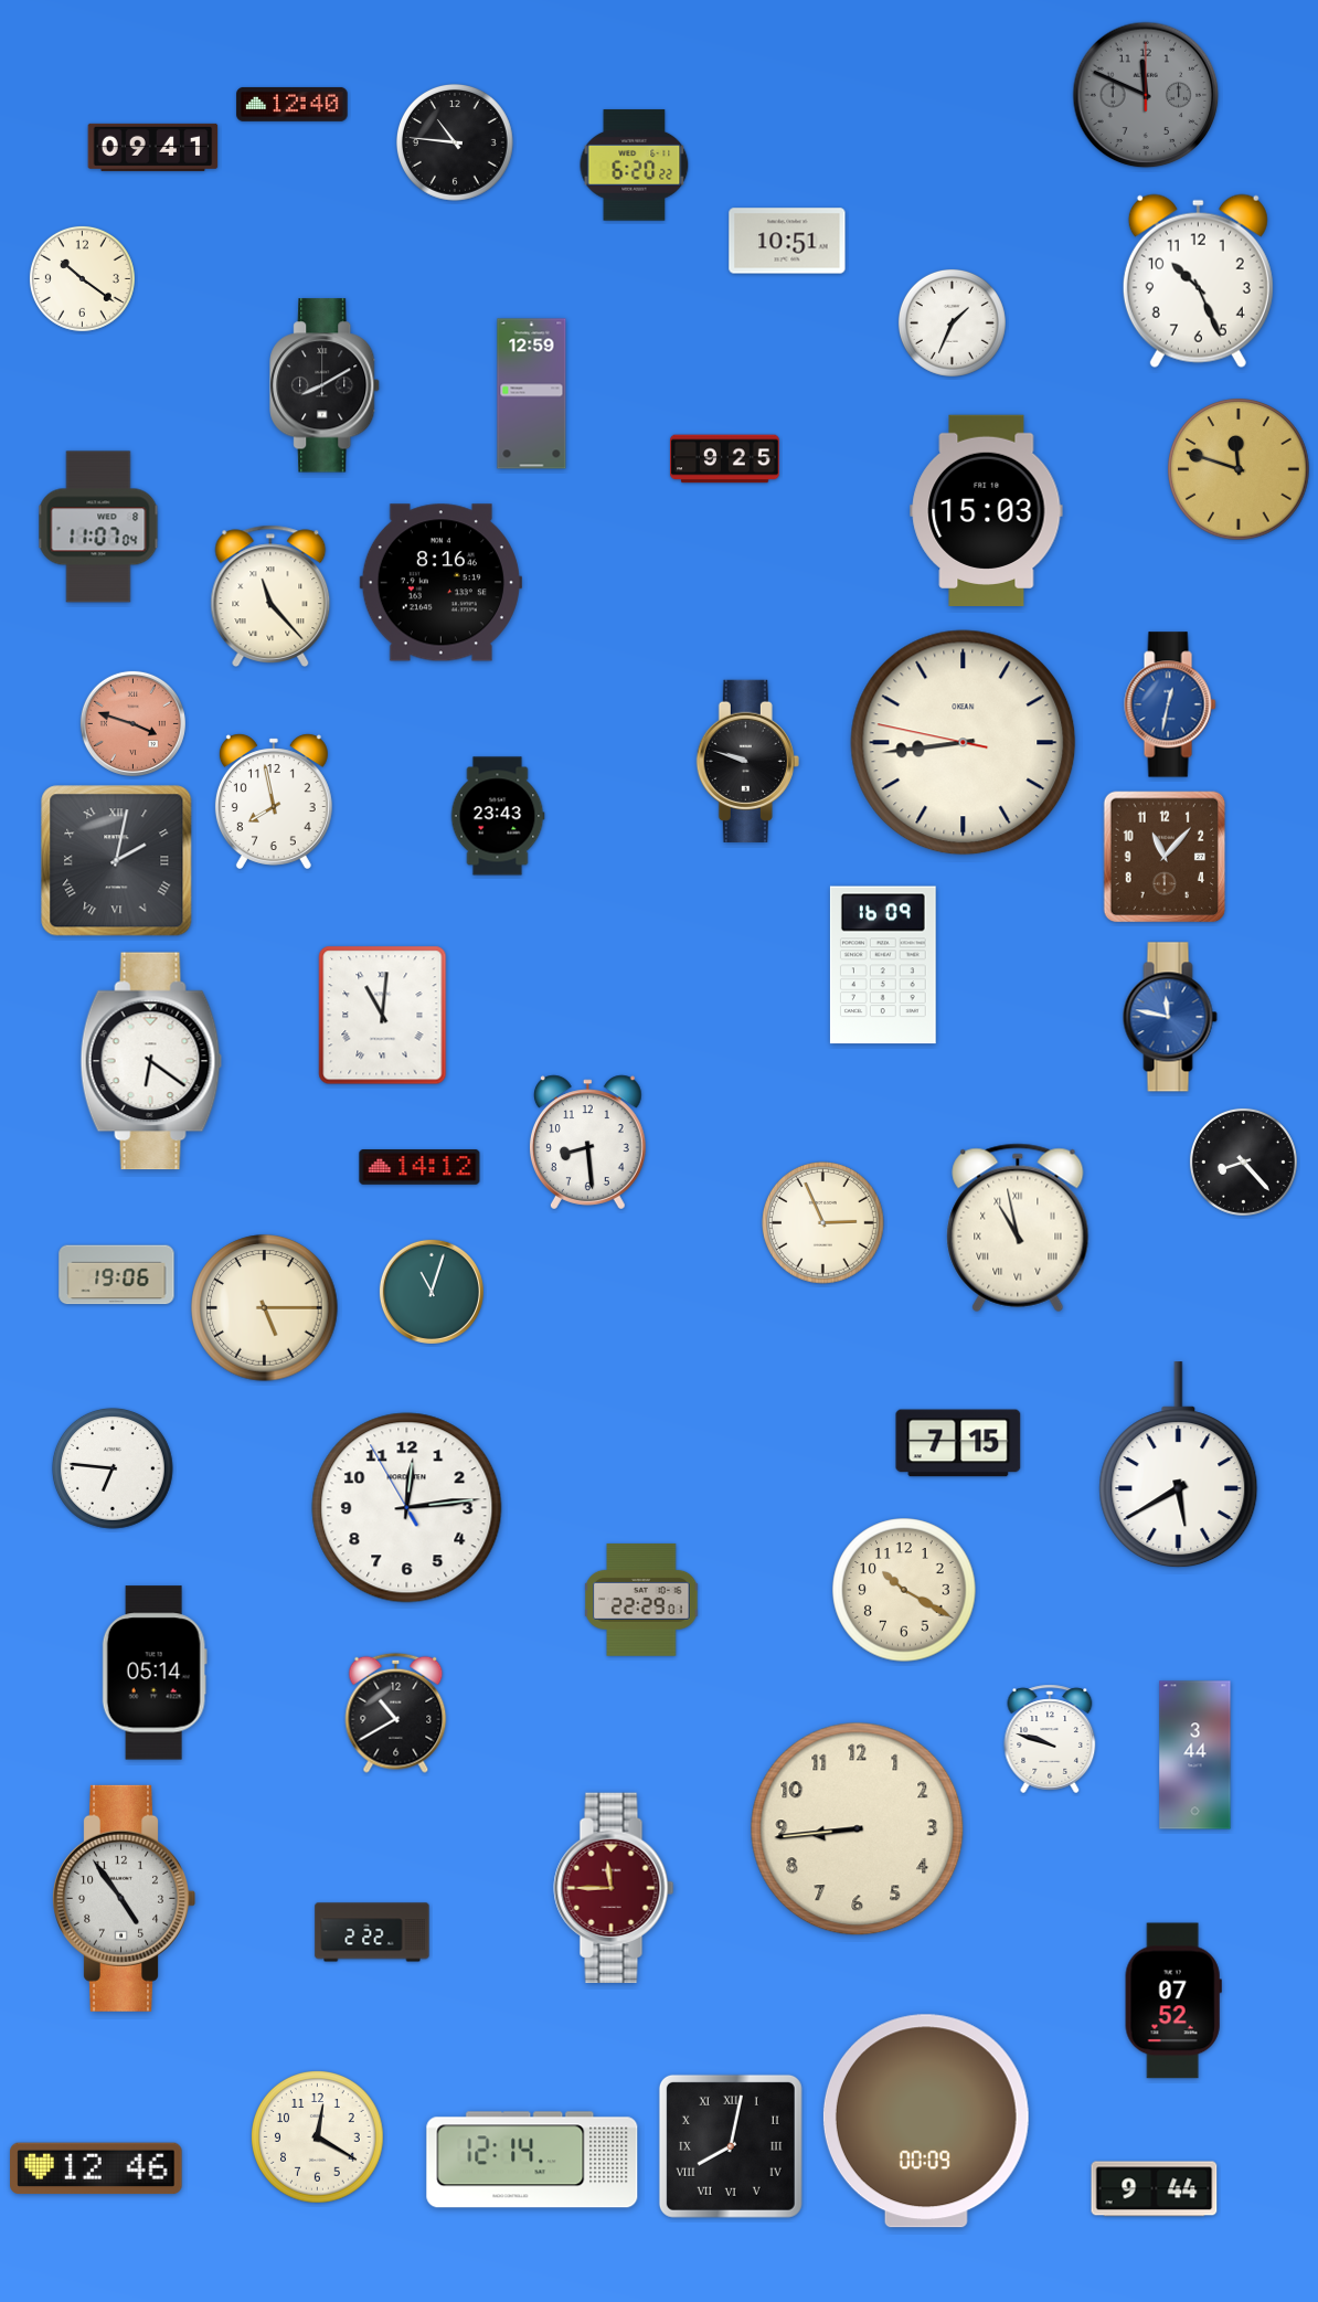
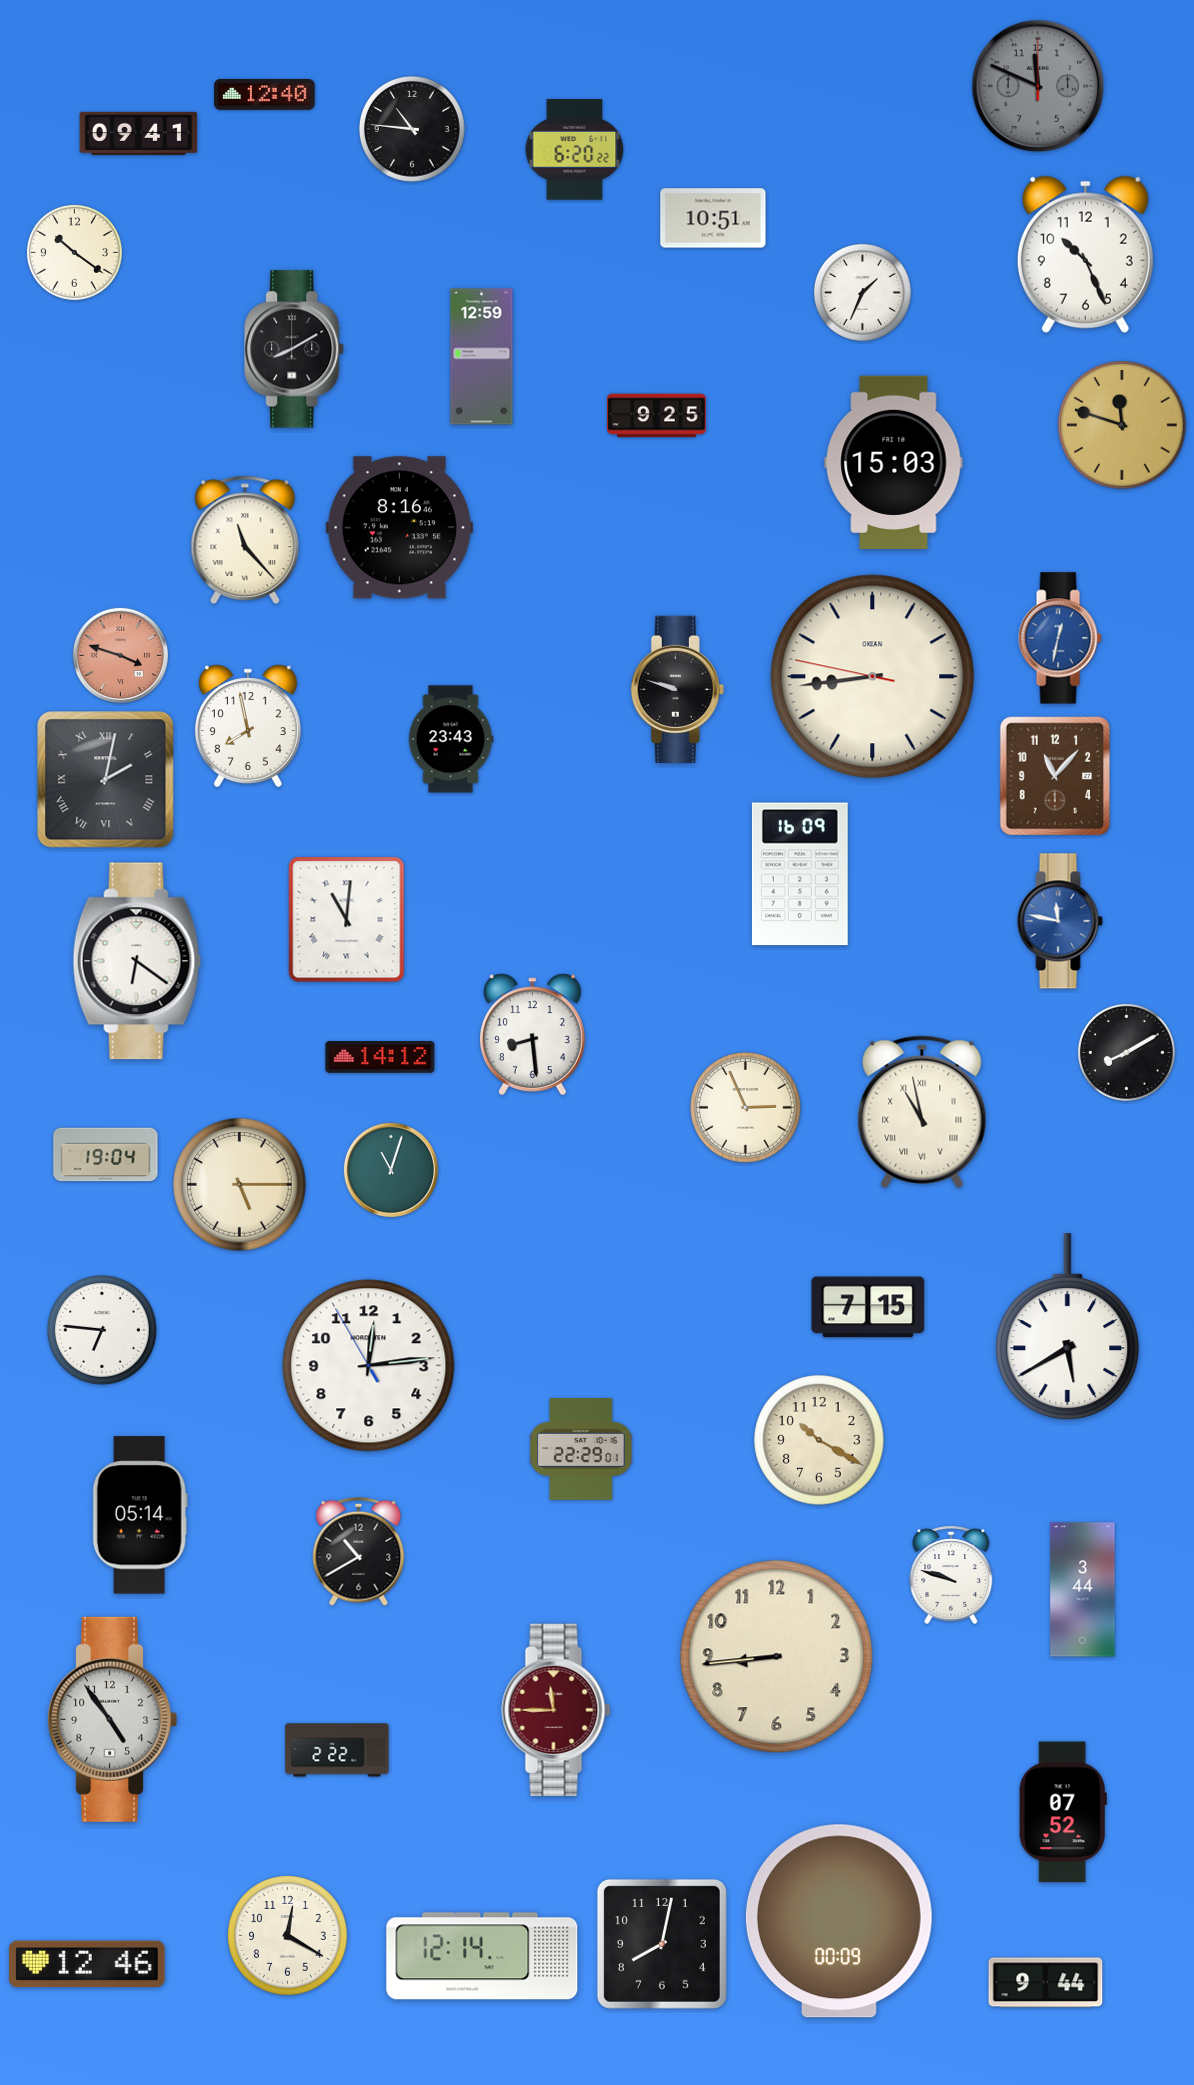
clock at (98, 527): 11:07 -> none
clock at (964, 743) position: (964, 743) -> (873, 677)
clock at (1243, 1161): 8:23 -> 8:10
clock at (117, 1275): 19:06 -> 19:04
clock at (731, 2146) numerals: Roman -> Arabic
